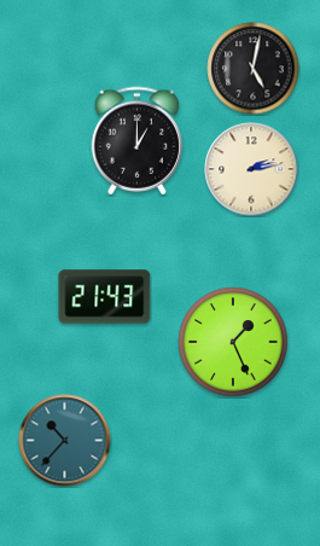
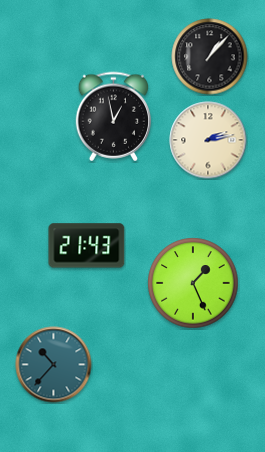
clock at (254, 69): 5:02 -> 1:07
clock at (138, 141): 1:00 -> 12:58
